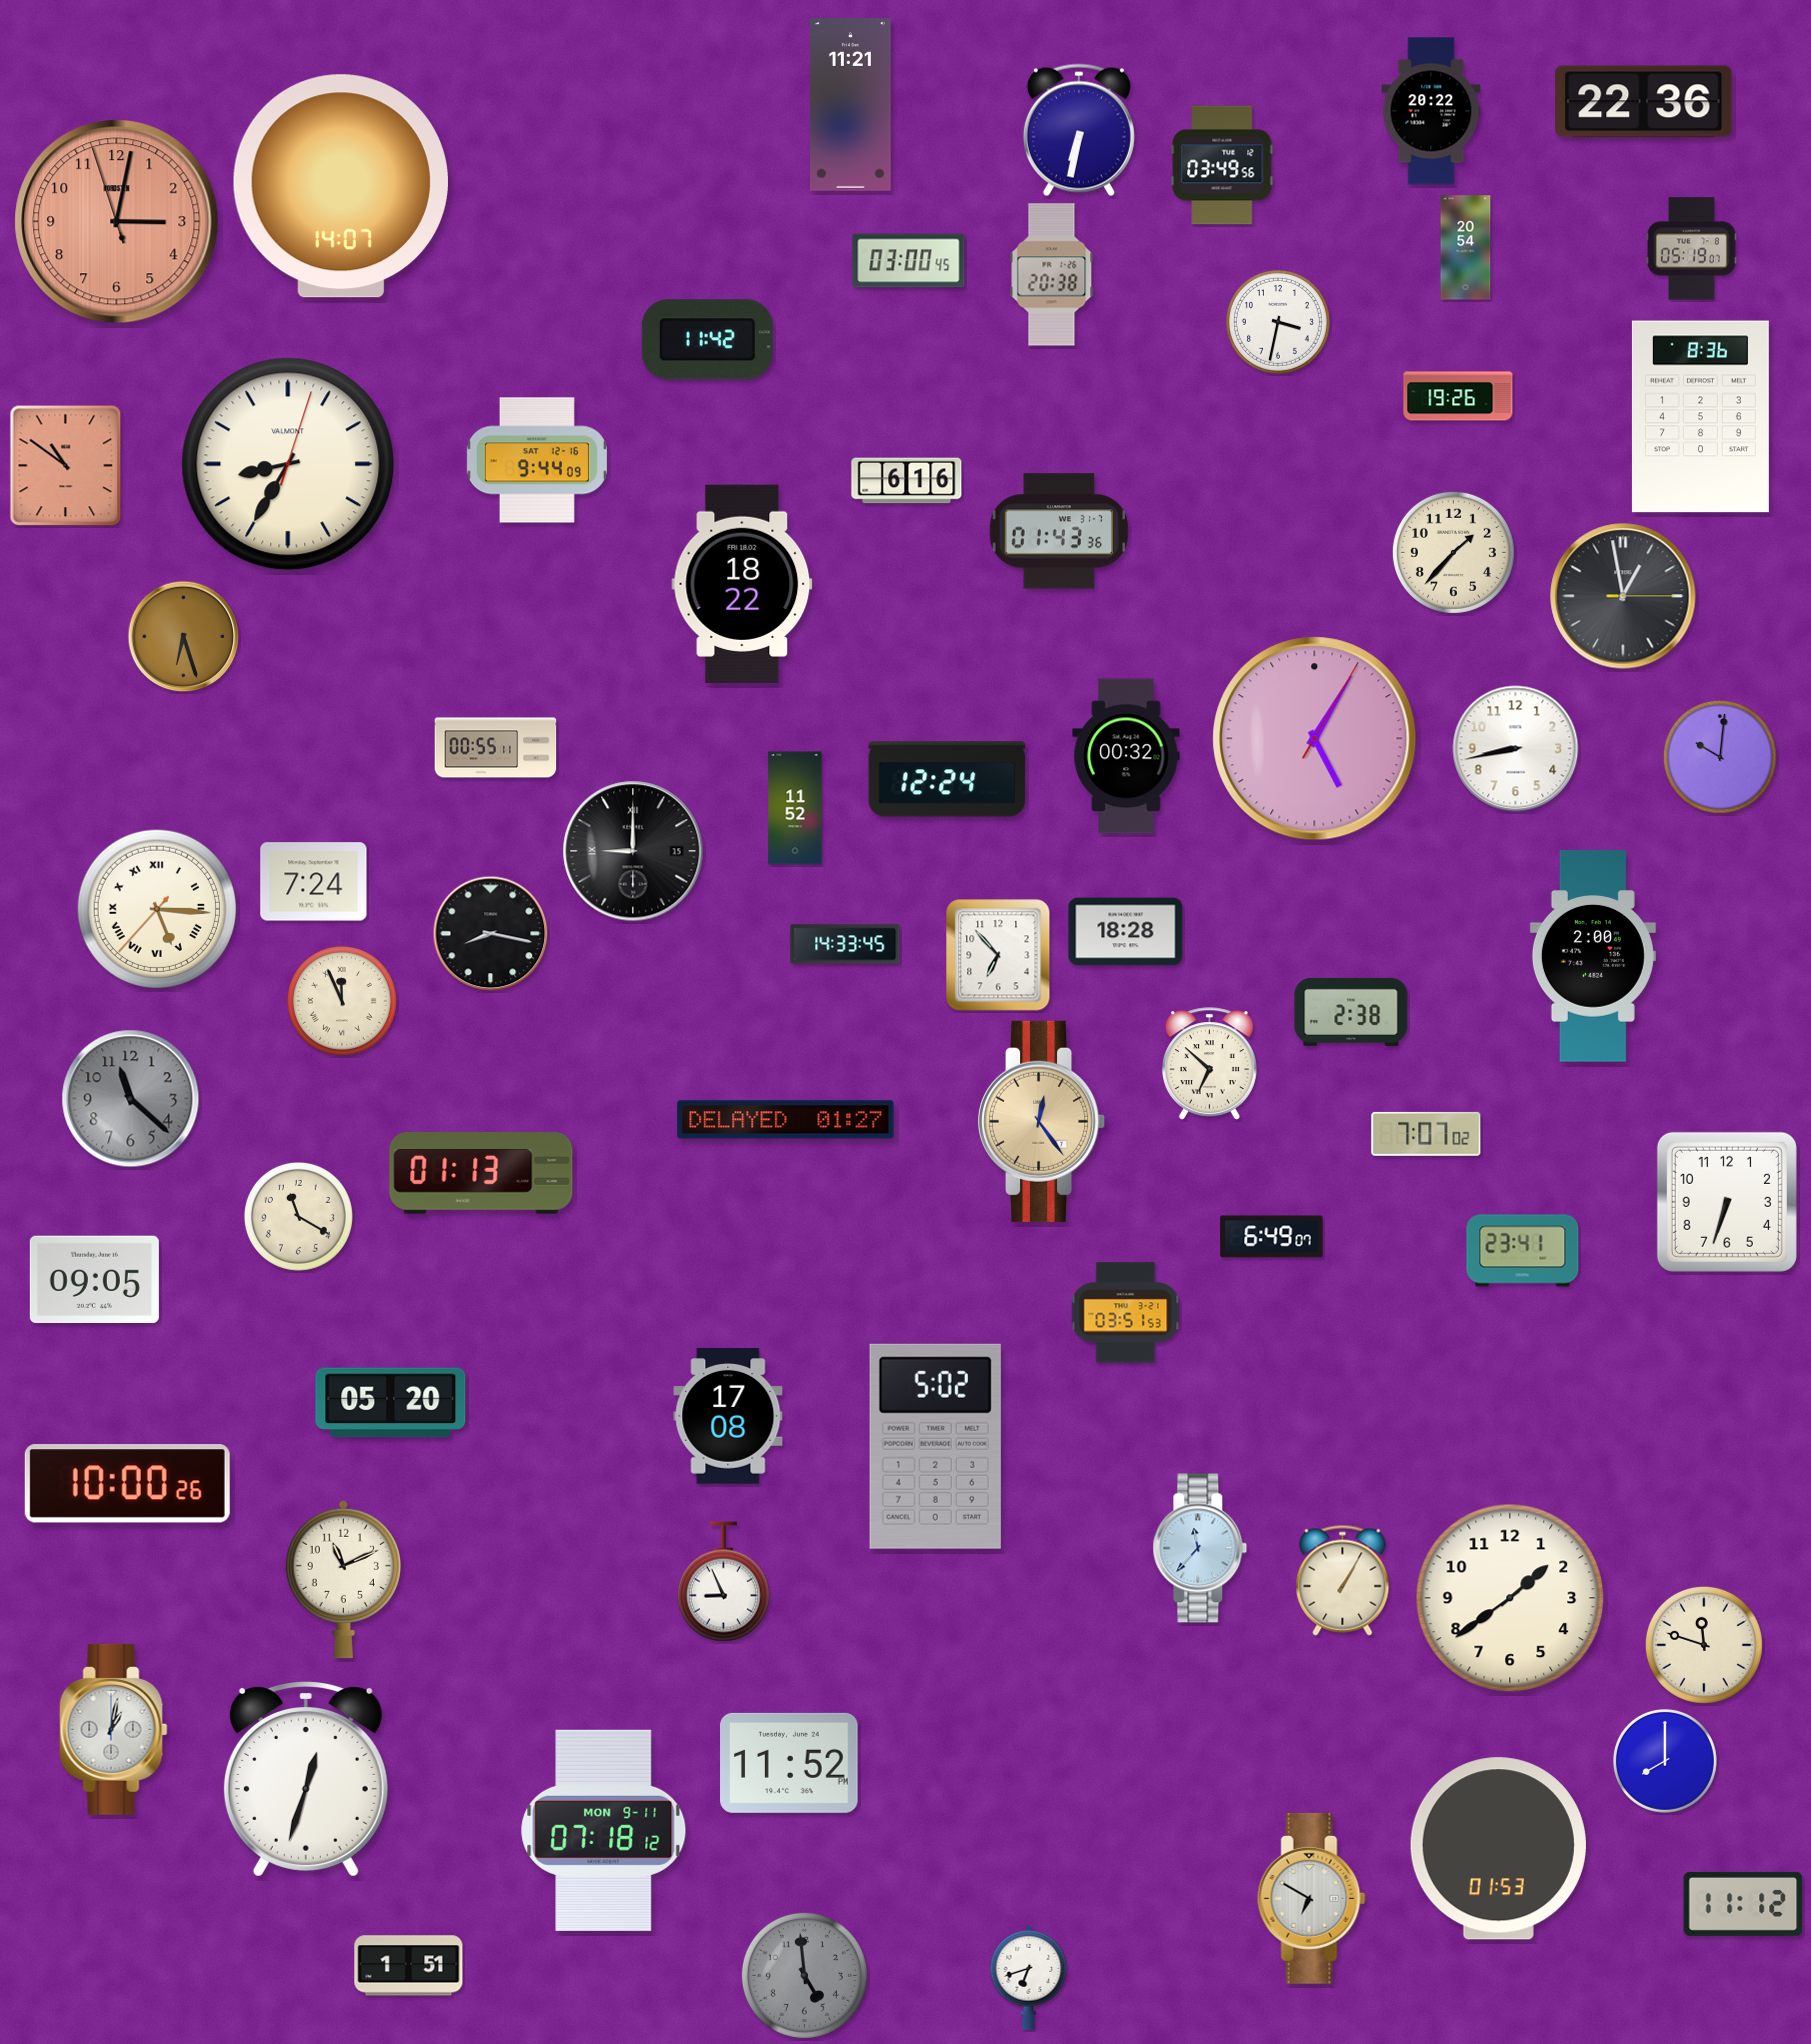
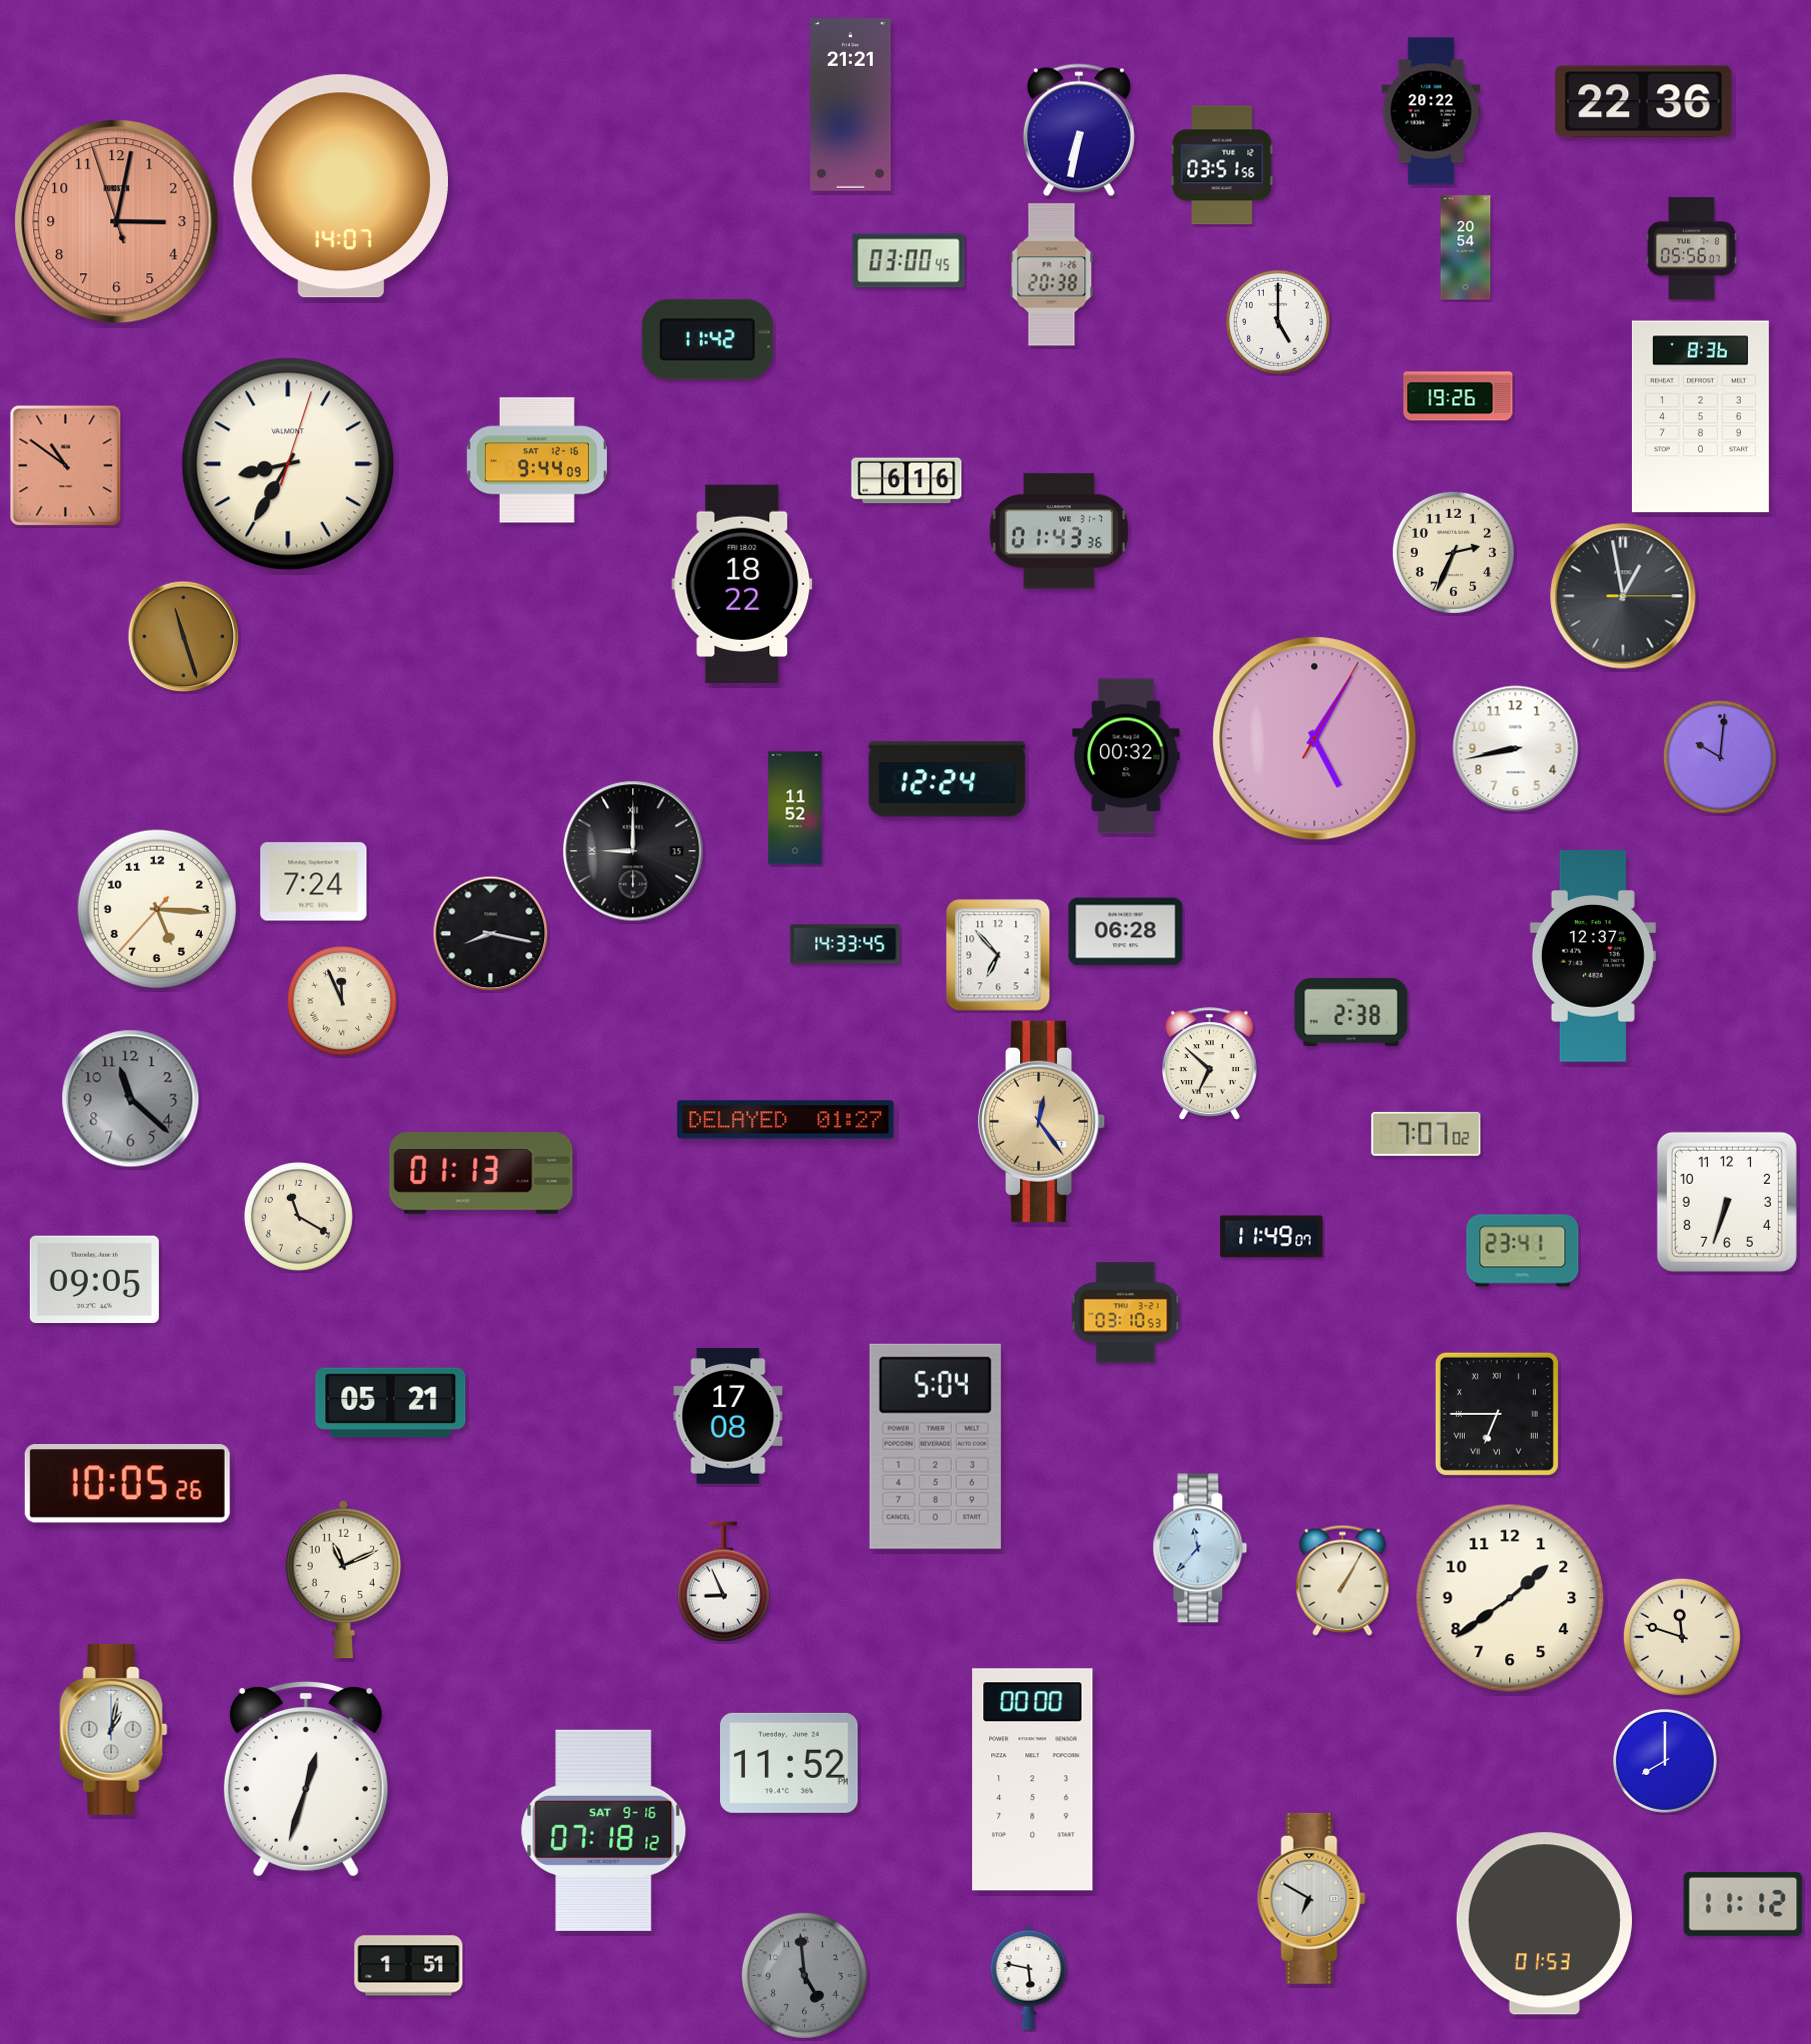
clock at (851, 105): 11:21 -> 21:21
clock at (1222, 165): 03:49 -> 03:51
clock at (1691, 249): 05:19 -> 05:56
clock at (1278, 322): 3:32 -> 5:00
clock at (1453, 552): 1:37 -> 2:34
clock at (184, 637): 6:27 -> 11:27
clock at (496, 748): 00:55 -> none
clock at (156, 908) numerals: Roman -> Arabic
clock at (1126, 932): 18:28 -> 06:28
clock at (1593, 956): 2:00 -> 12:37
clock at (1272, 1237): 6:49 -> 11:49
clock at (1126, 1313): 03:51 -> 03:10
clock at (391, 1403): 05:20 -> 05:21
clock at (1497, 1414): none -> 6:45
clock at (935, 1446): 5:02 -> 5:04
clock at (127, 1484): 10:00 -> 10:05
clock at (1704, 1645) position: (1704, 1645) -> (1682, 1637)
clock at (1033, 1780): none -> 00:00
clock at (604, 1830) date: MON 9-11 -> SAT 9-16
clock at (1498, 1849) position: (1498, 1849) -> (1544, 1924)
clock at (1029, 1977): 6:42 -> 5:47
